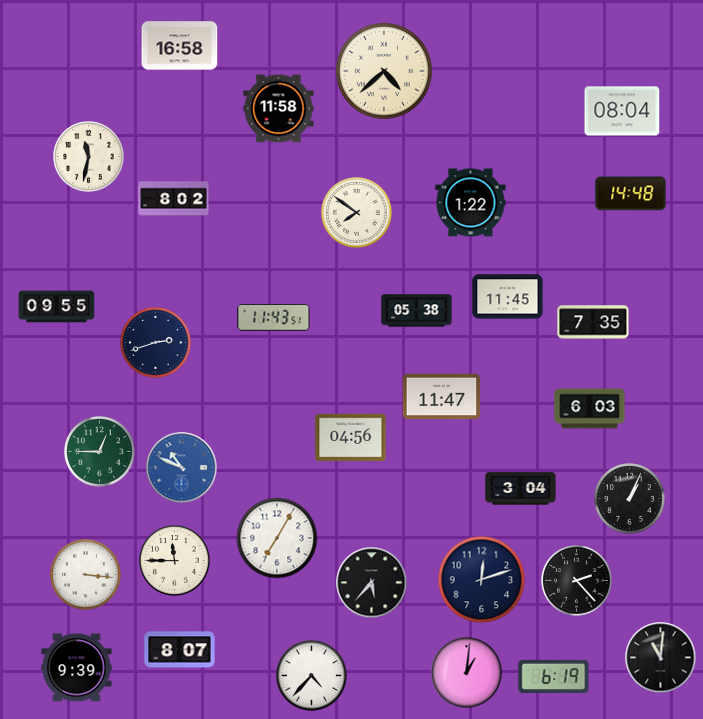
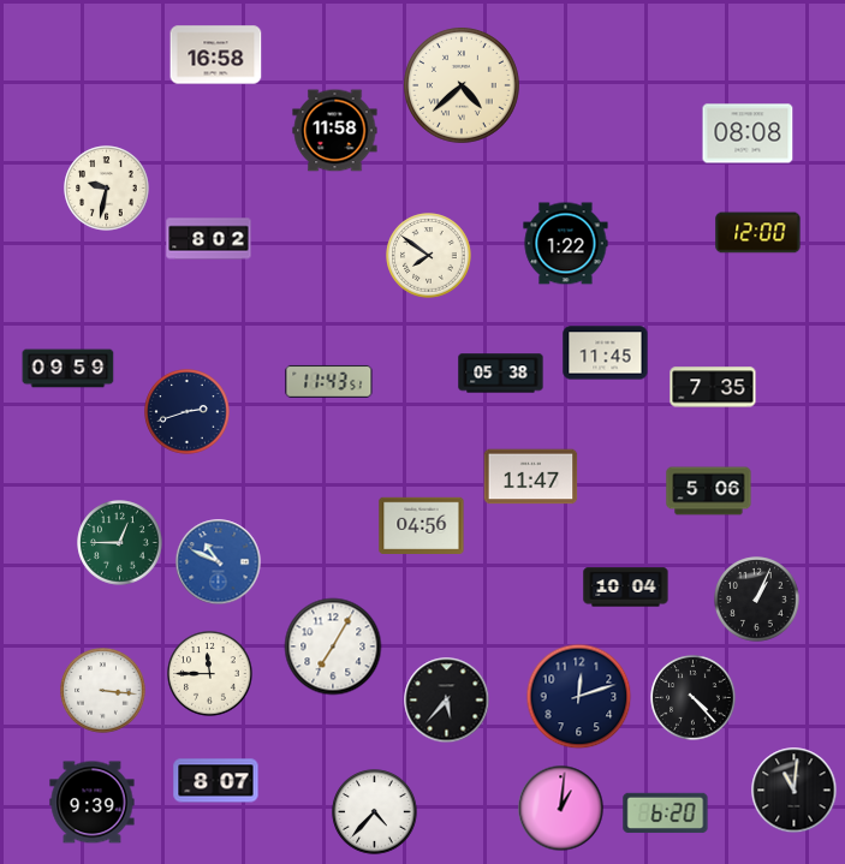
clock at (622, 111): 08:04 -> 08:08
clock at (89, 157): 11:32 -> 9:32
clock at (631, 194): 14:48 -> 12:00
clock at (508, 297) position: (508, 297) -> (606, 353)
clock at (57, 307): 09:55 -> 09:59
clock at (590, 409): 6:03 -> 5:06
clock at (521, 489): 3:04 -> 10:04
clock at (577, 581): 2:23 -> 4:23
clock at (554, 677): 6:19 -> 6:20
